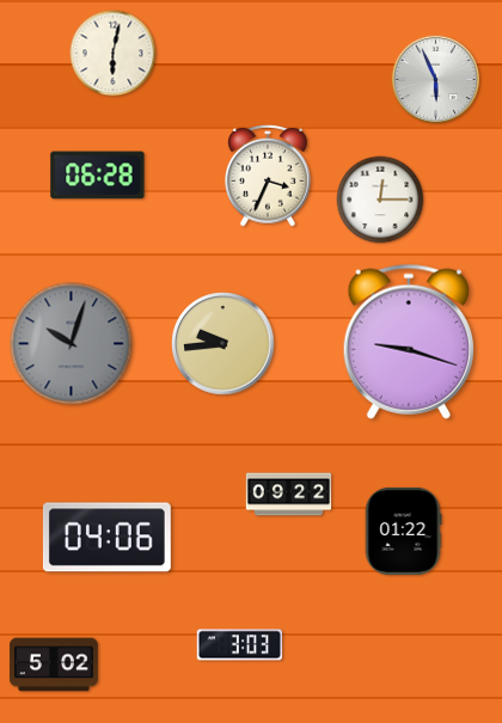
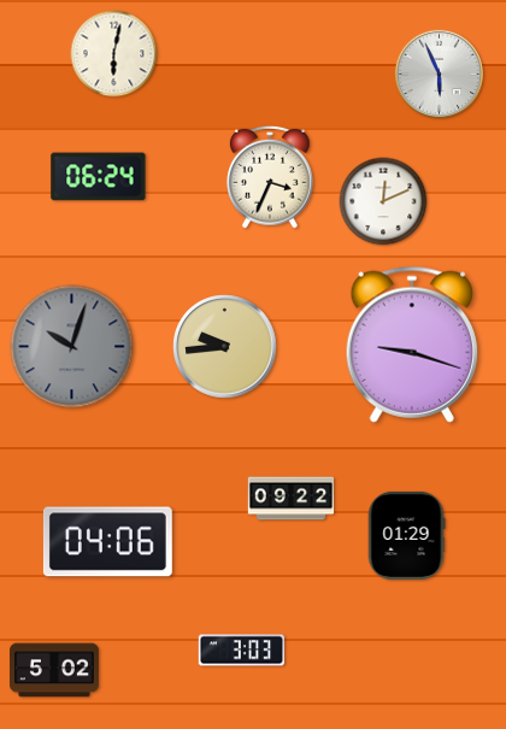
clock at (435, 79) position: (435, 79) -> (439, 74)
clock at (98, 176): 06:28 -> 06:24
clock at (380, 200): 12:15 -> 12:11
clock at (403, 531): 01:22 -> 01:29
